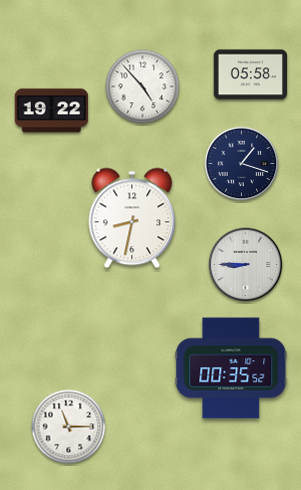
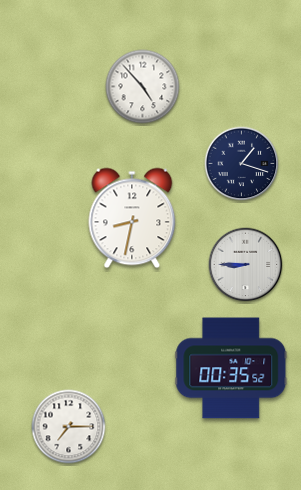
clock at (251, 75): 05:58 -> none
clock at (52, 111): 19:22 -> none
clock at (69, 427): 11:15 -> 7:15
